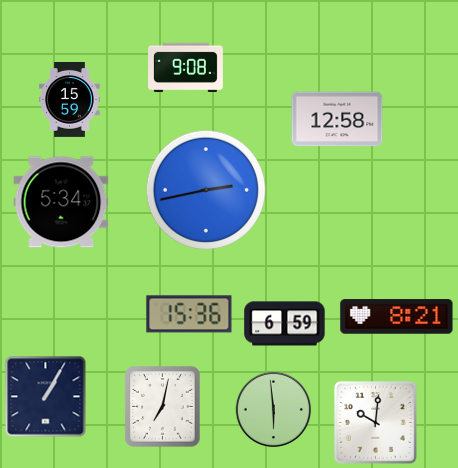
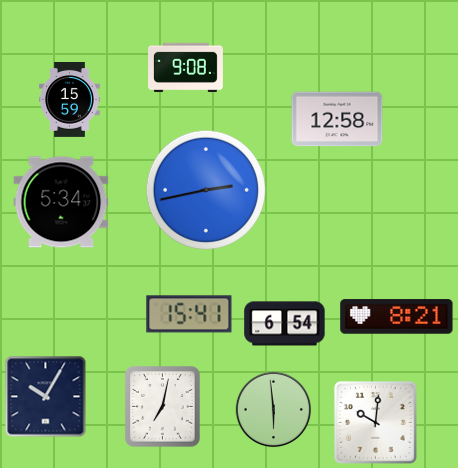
clock at (189, 314): 15:36 -> 15:41
clock at (285, 324): 6:59 -> 6:54
clock at (46, 397): 1:05 -> 10:05
